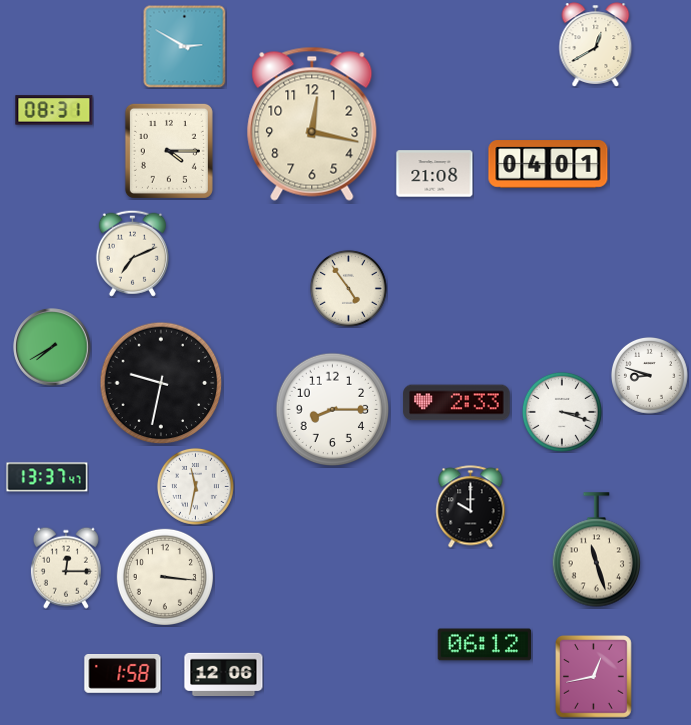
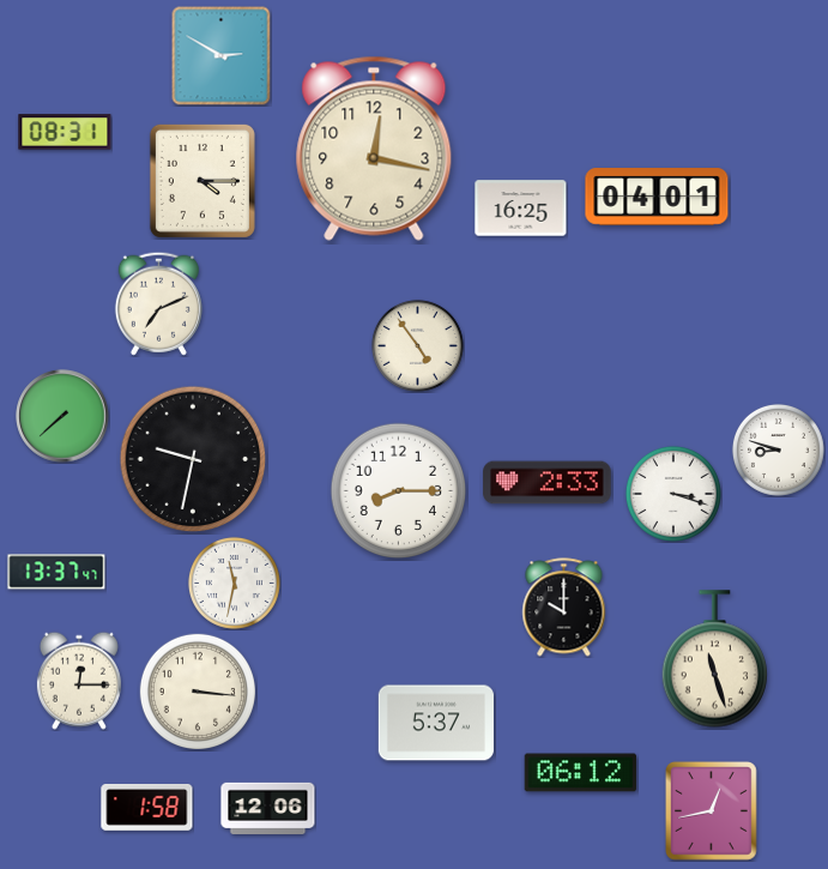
clock at (596, 45): 12:40 -> none
clock at (435, 174): 21:08 -> 16:25
clock at (52, 347): 7:40 -> 7:38
clock at (436, 723): none -> 5:37
